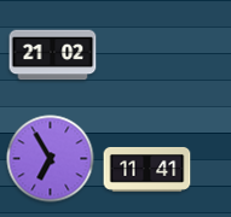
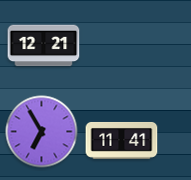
clock at (53, 55): 21:02 -> 12:21
